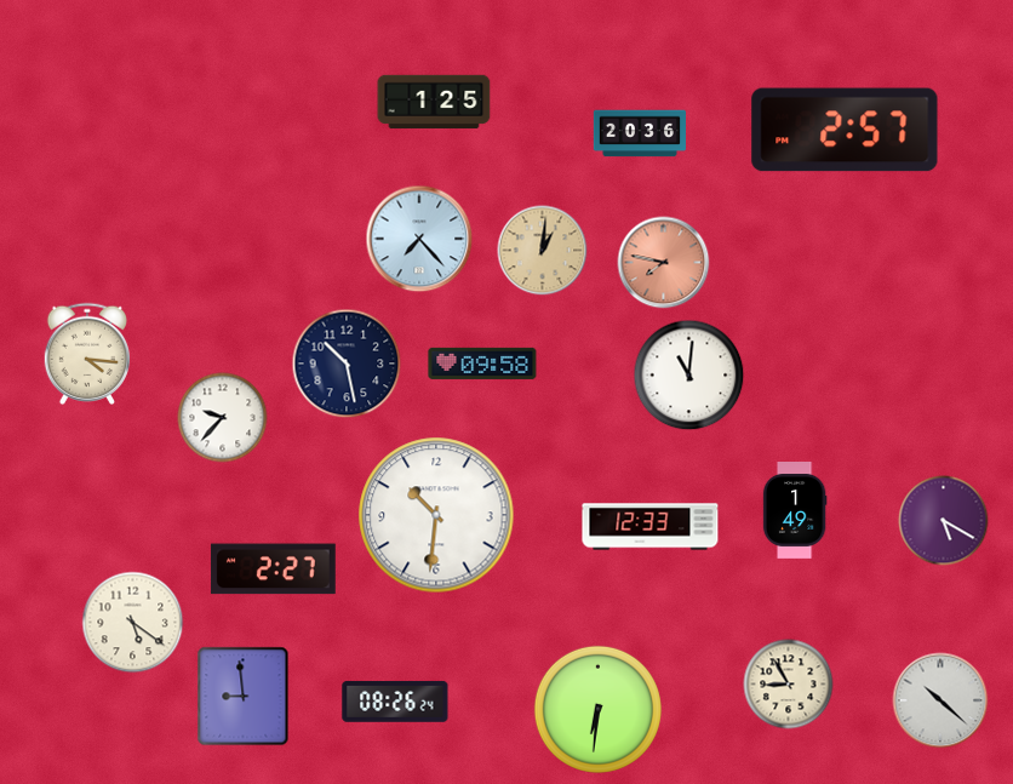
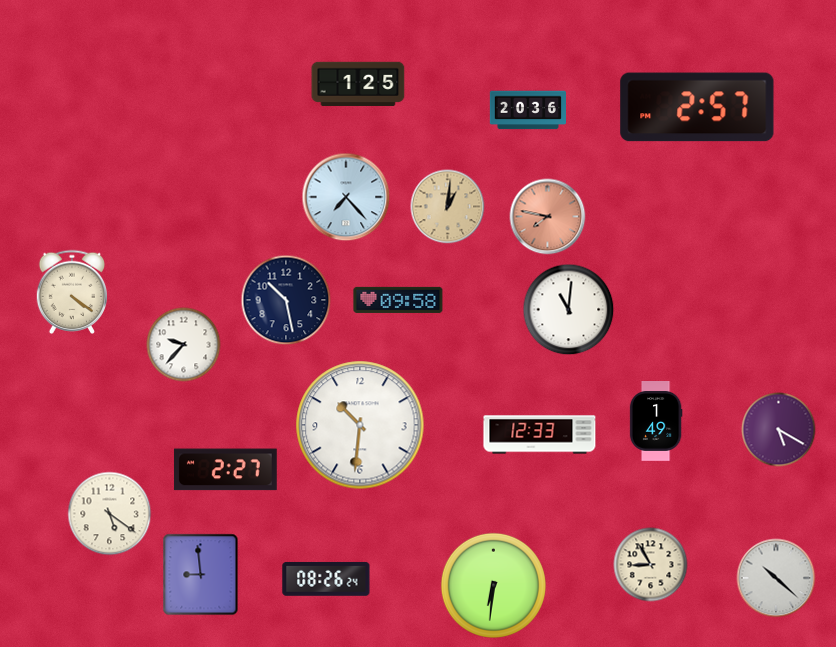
clock at (87, 354): 4:16 -> 4:21
clock at (651, 527) position: (651, 527) -> (540, 435)
